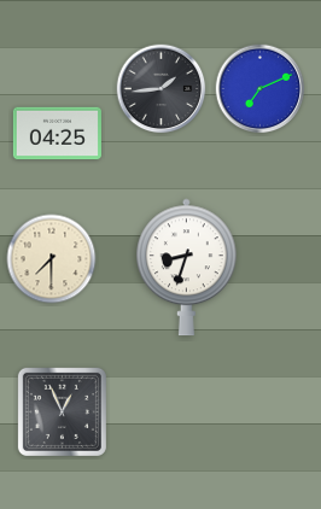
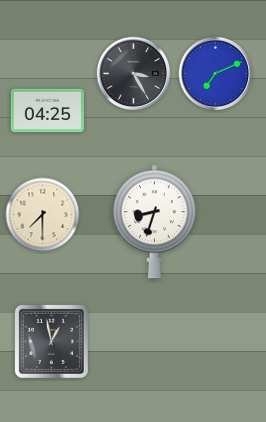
clock at (162, 89): 1:44 -> 3:25
clock at (62, 411): 12:56 -> 12:58
